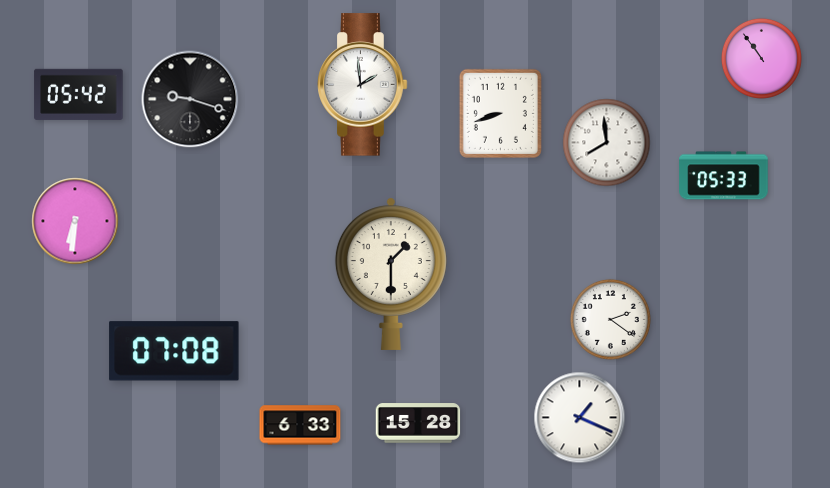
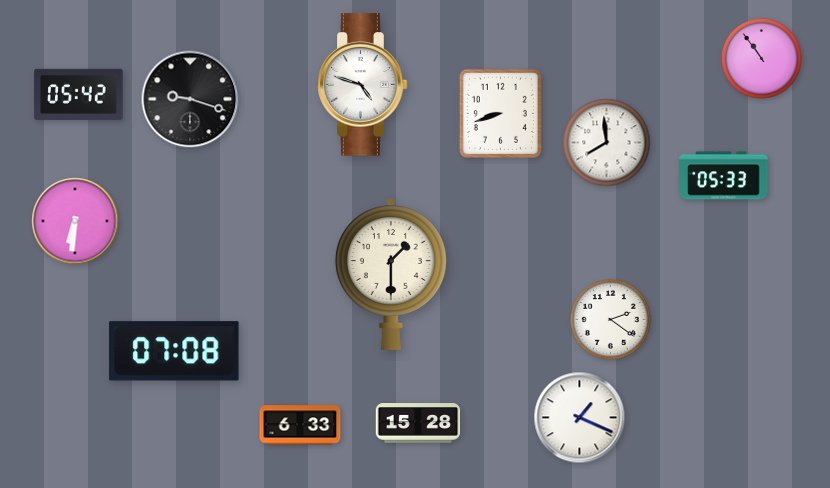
clock at (363, 85): 1:59 -> 4:48
